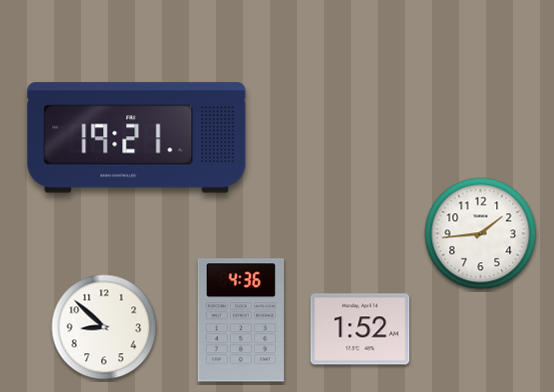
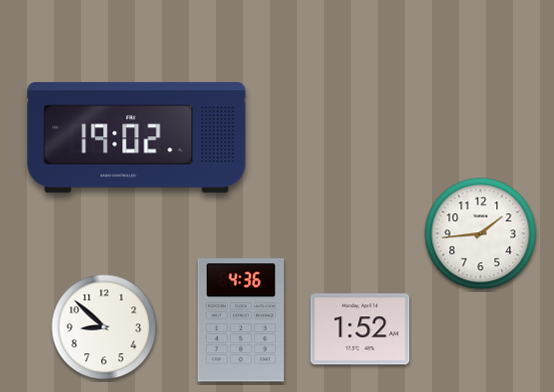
clock at (137, 138): 19:21 -> 19:02
